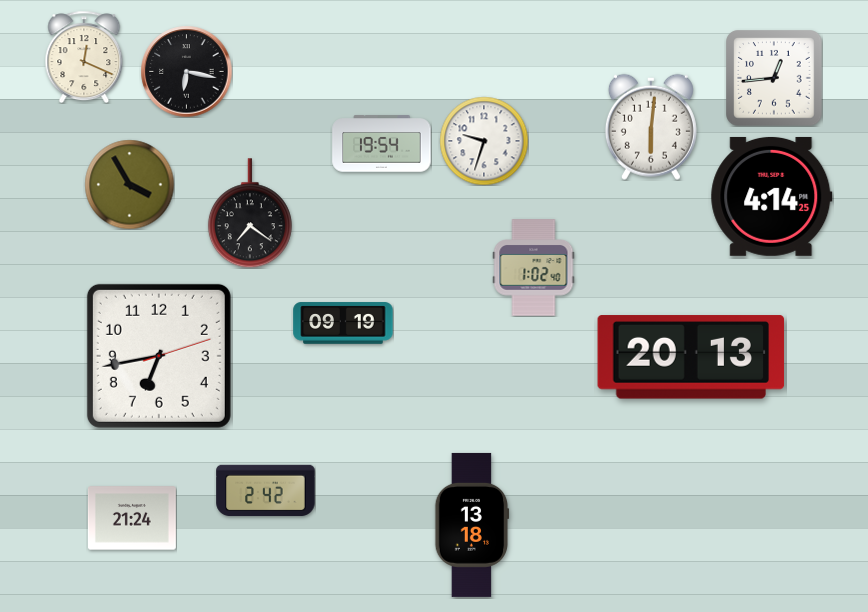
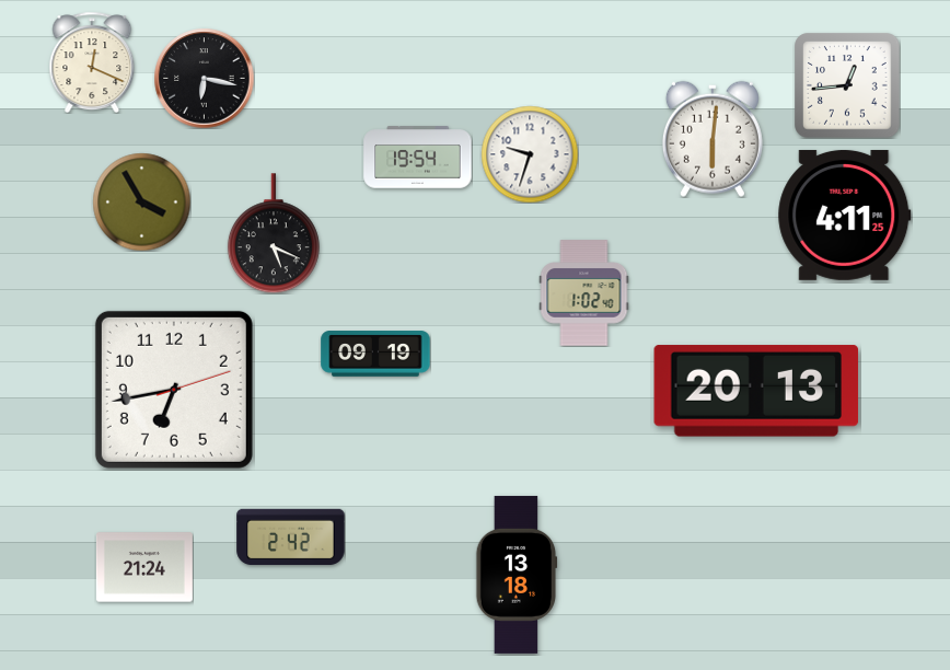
clock at (772, 196): 4:14 -> 4:11
clock at (250, 213): 7:21 -> 5:19
